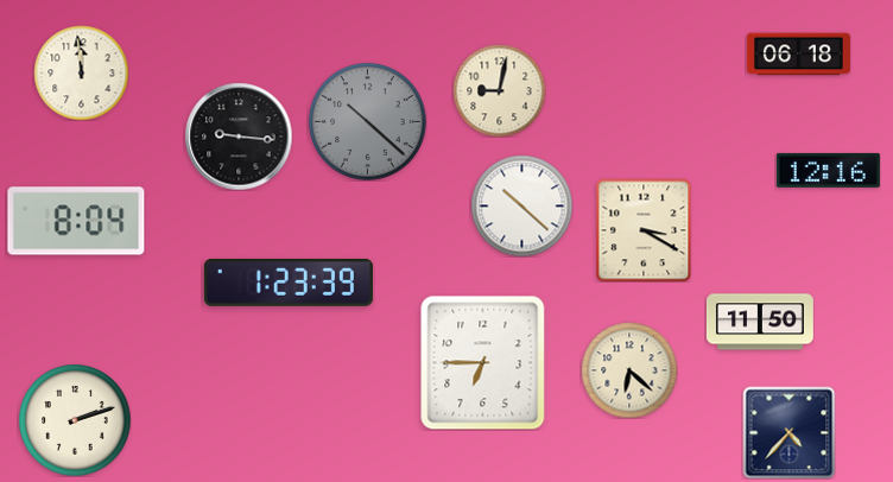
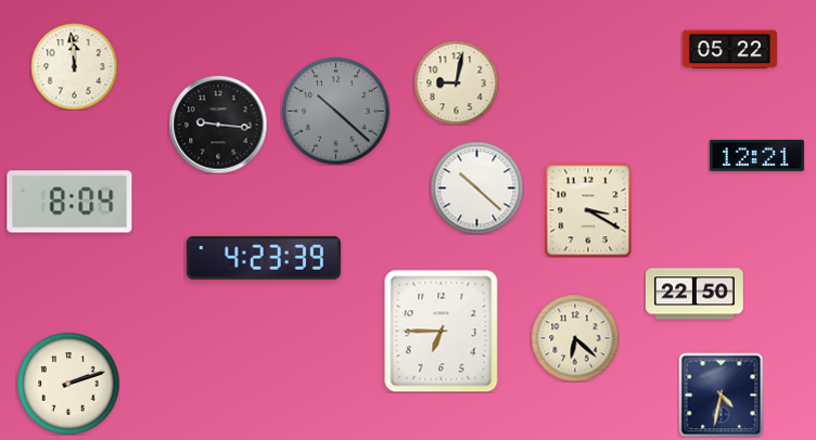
clock at (798, 55): 06:18 -> 05:22
clock at (828, 170): 12:16 -> 12:21
clock at (289, 283): 1:23 -> 4:23
clock at (760, 322): 11:50 -> 22:50
clock at (788, 432): 4:37 -> 4:32
